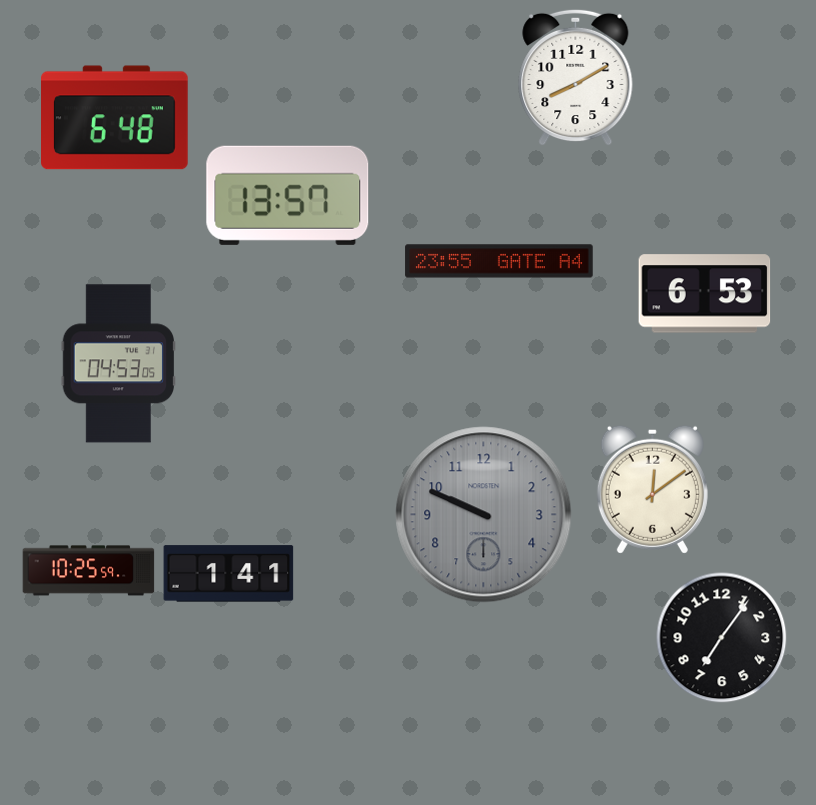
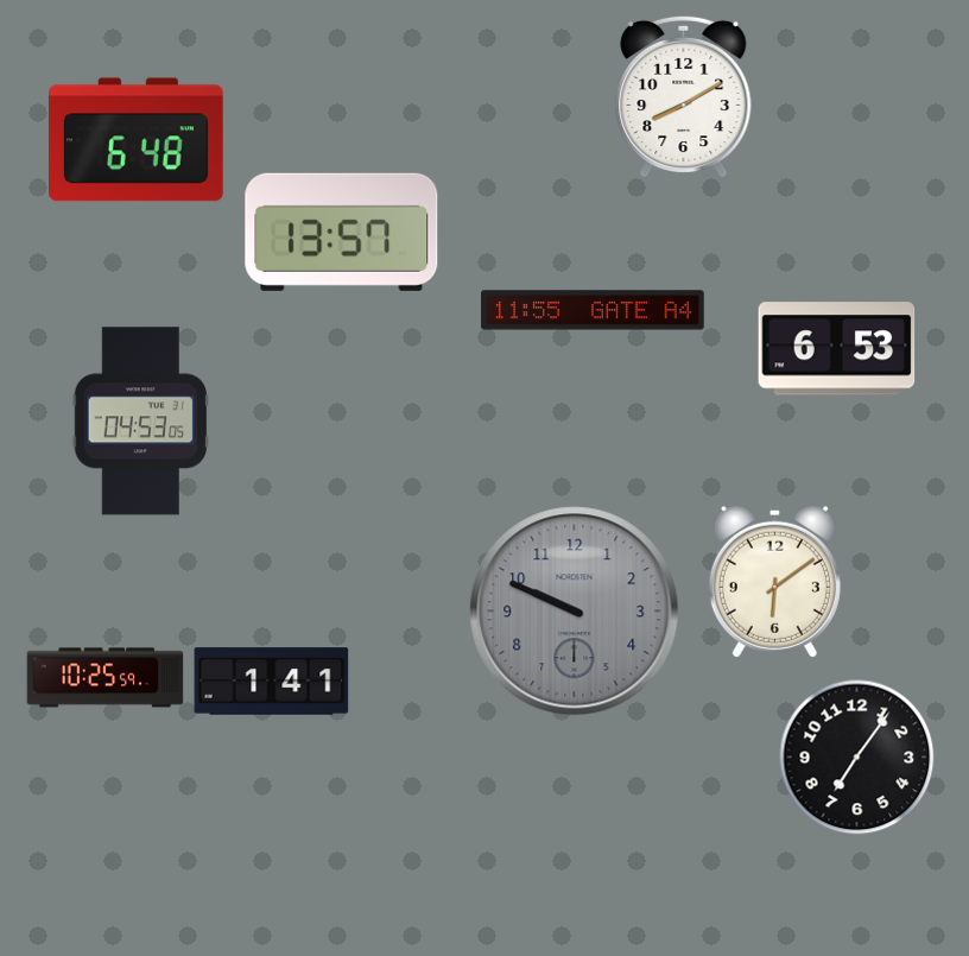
clock at (576, 77) position: (576, 77) -> (684, 96)
clock at (499, 261): 23:55 -> 11:55
clock at (119, 364) position: (119, 364) -> (141, 422)
clock at (652, 489): 12:09 -> 6:09
